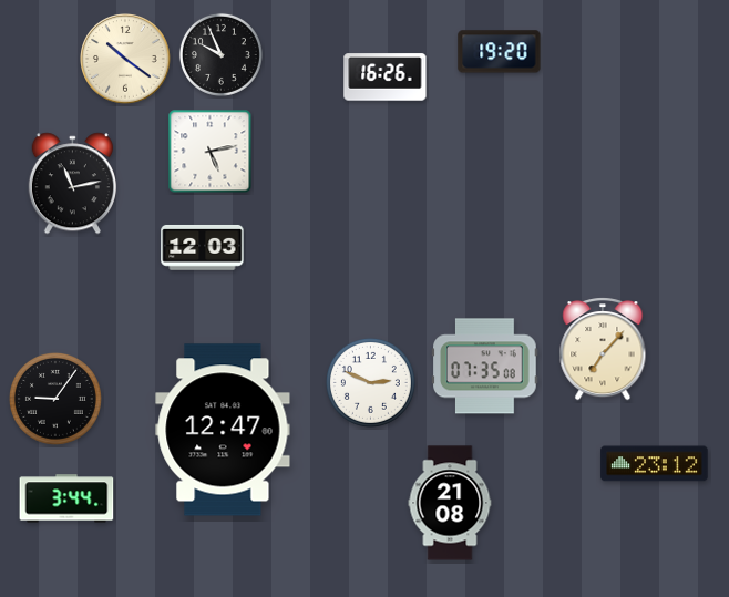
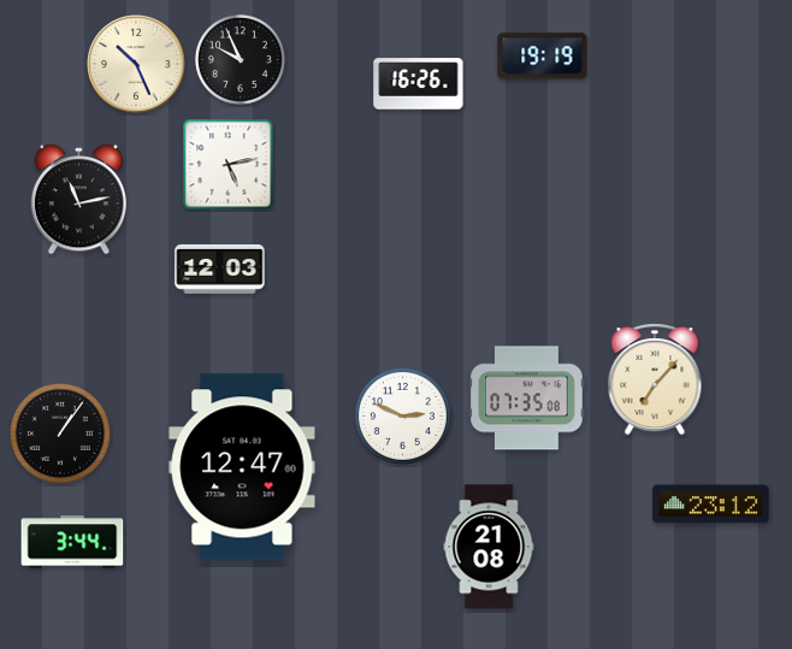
clock at (500, 52): 19:20 -> 19:19
clock at (125, 59): 10:21 -> 10:26
clock at (55, 399): 9:06 -> 1:06
